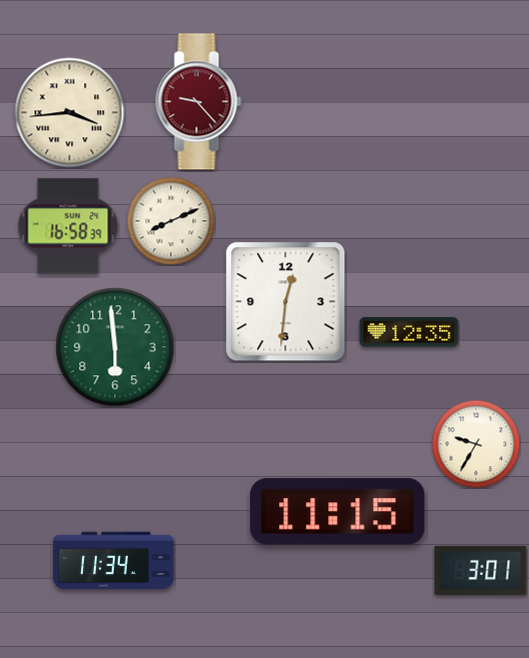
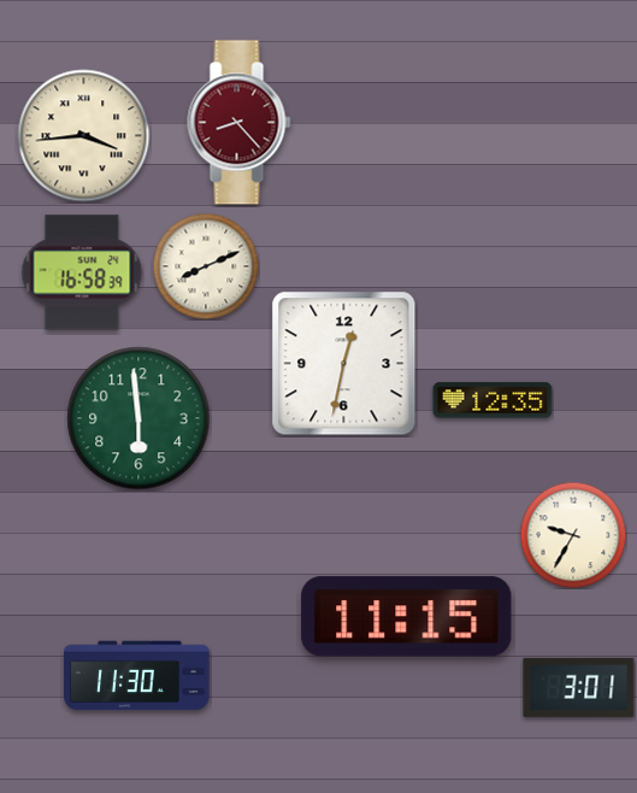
clock at (199, 102): 9:23 -> 8:23
clock at (286, 302): 12:31 -> 12:32
clock at (114, 561): 11:34 -> 11:30
